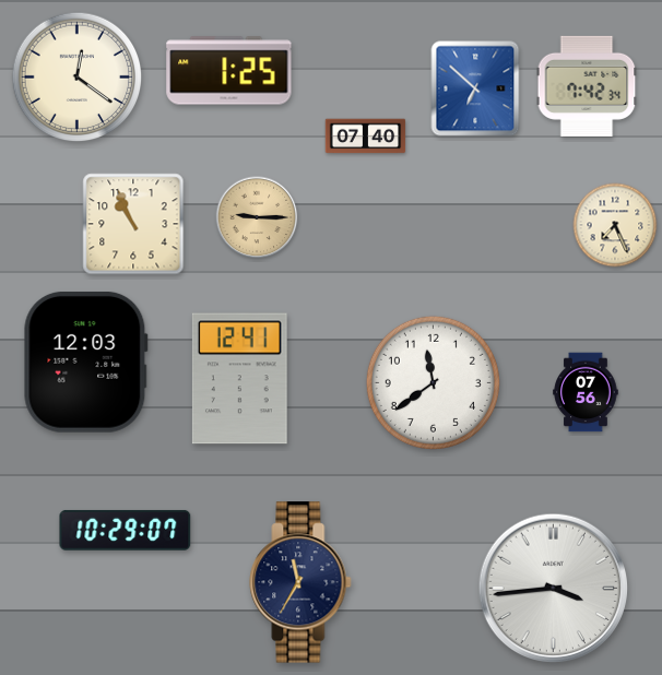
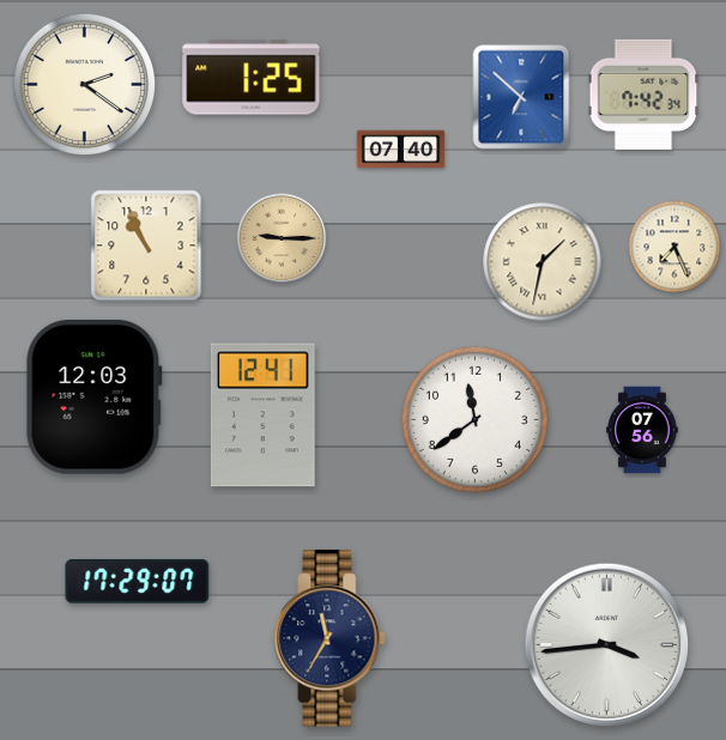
clock at (78, 78): 12:21 -> 2:21
clock at (543, 262): none -> 1:32
clock at (126, 530): 10:29 -> 17:29
